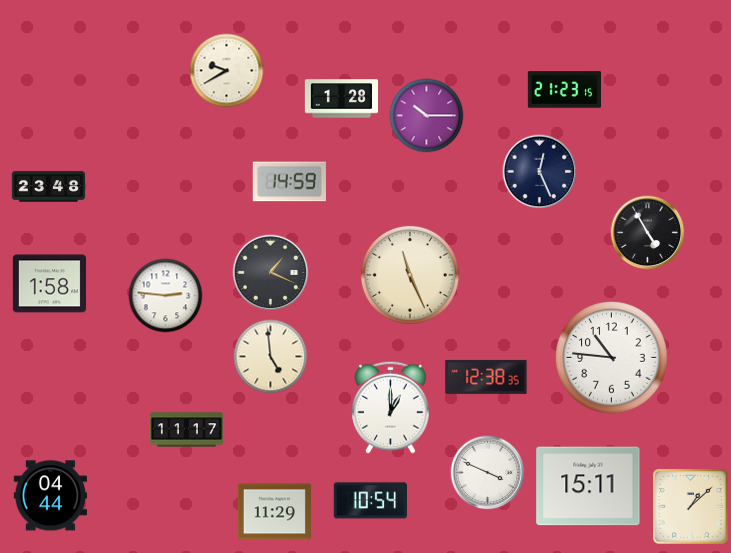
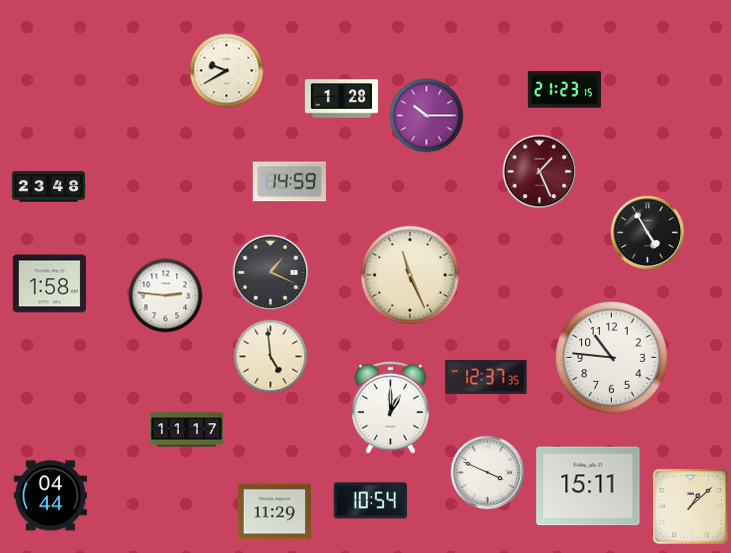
clock at (540, 172): 12:26 -> 1:26
clock at (540, 172) dial: navy -> burgundy
clock at (486, 377): 12:38 -> 12:37
